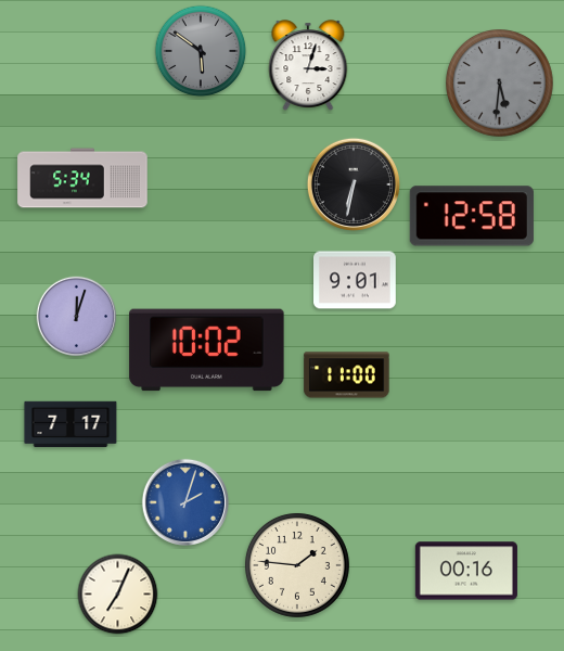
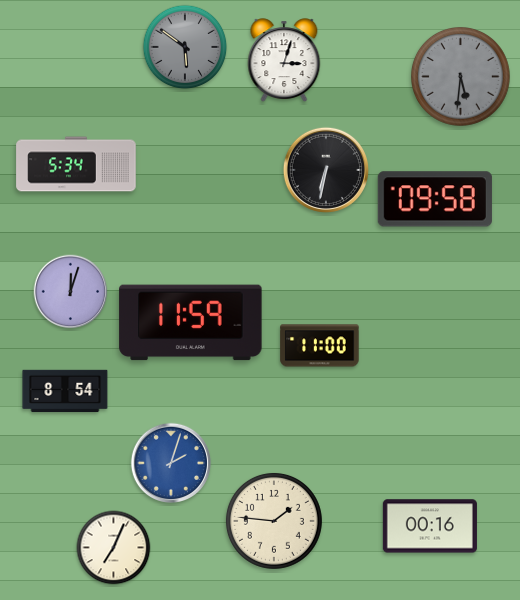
clock at (472, 216): 12:58 -> 09:58
clock at (356, 280): 9:01 -> none
clock at (207, 350): 10:02 -> 11:59
clock at (70, 424): 7:17 -> 8:54
clock at (118, 595) position: (118, 595) -> (114, 548)
